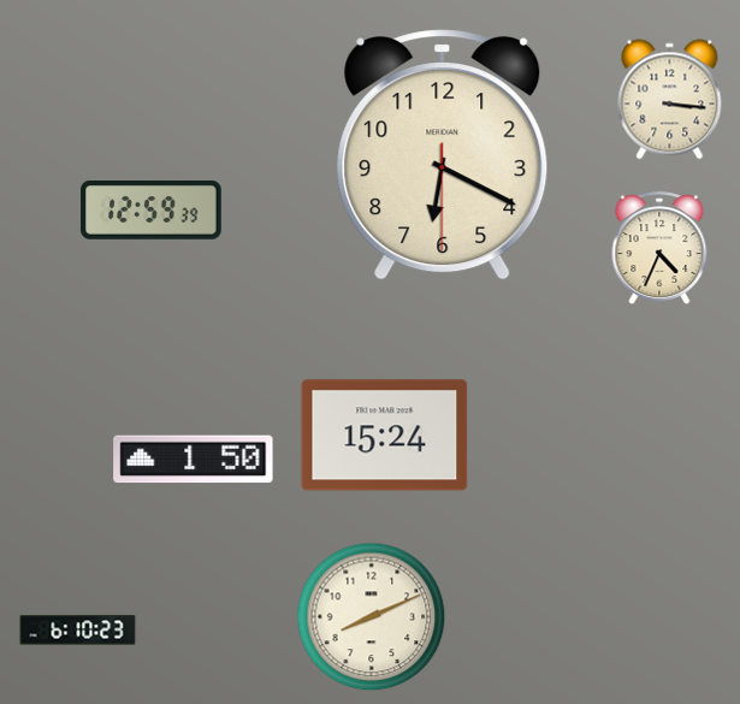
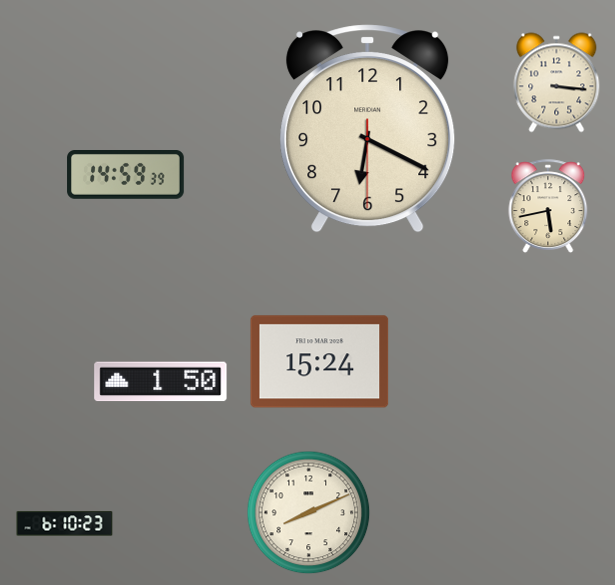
clock at (152, 211): 12:59 -> 14:59
clock at (659, 248): 4:34 -> 5:43
